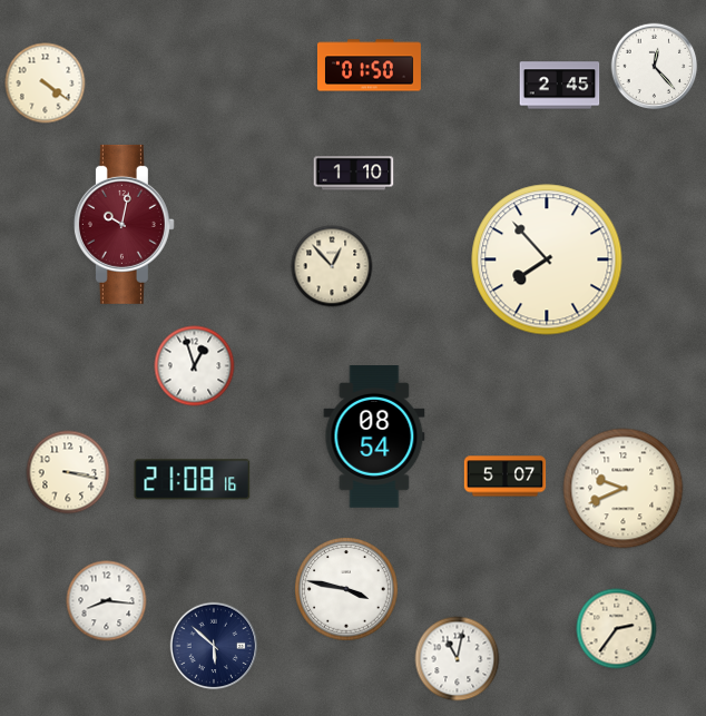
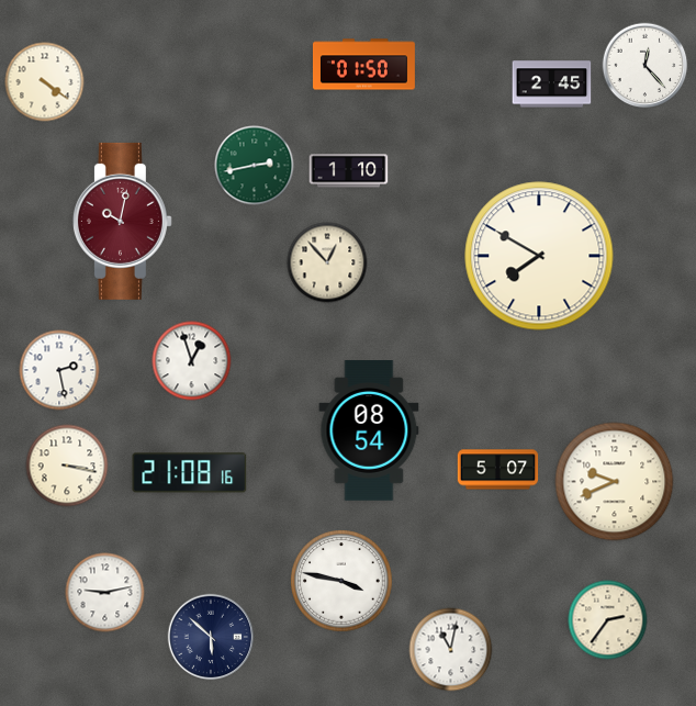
clock at (255, 166): none -> 2:43
clock at (547, 259): 7:53 -> 7:50
clock at (59, 370): none -> 2:28
clock at (107, 601): 8:16 -> 9:13
